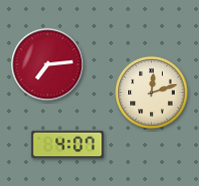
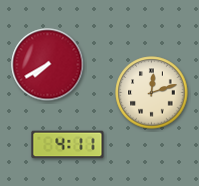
clock at (48, 65): 7:14 -> 7:40
clock at (68, 145): 4:07 -> 4:11
